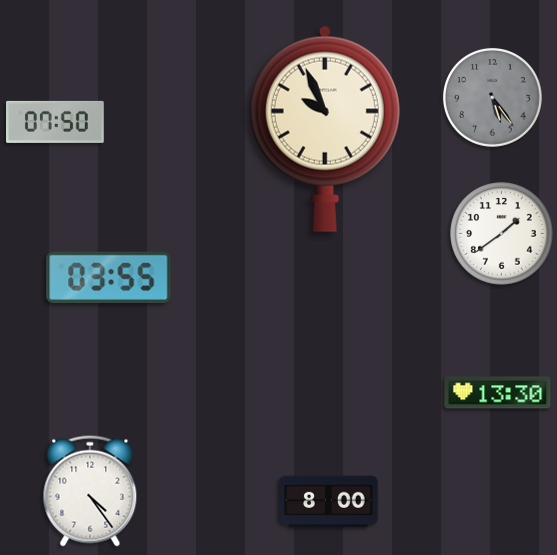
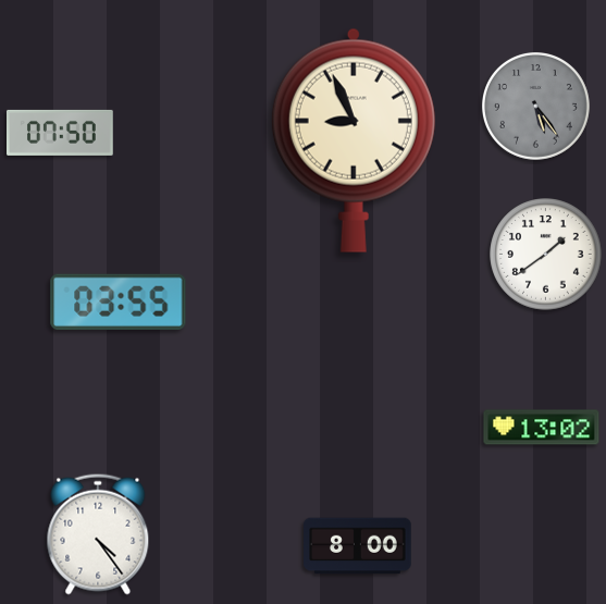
clock at (325, 129): 9:56 -> 8:56
clock at (498, 393): 13:30 -> 13:02
